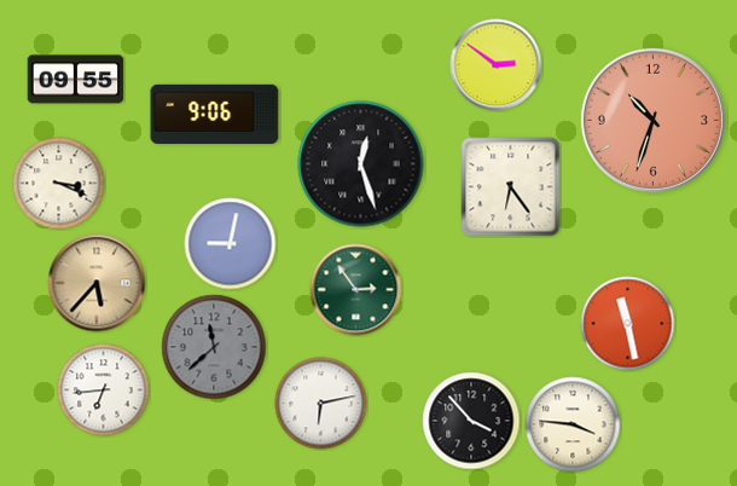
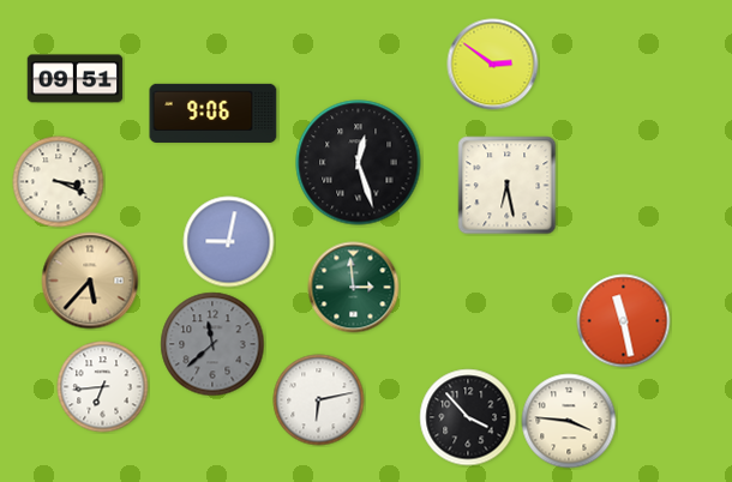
clock at (76, 80): 09:55 -> 09:51
clock at (652, 120): 10:33 -> none
clock at (511, 187): 6:24 -> 6:28
clock at (97, 283) position: (97, 283) -> (90, 281)
clock at (356, 290): 2:54 -> 2:59
